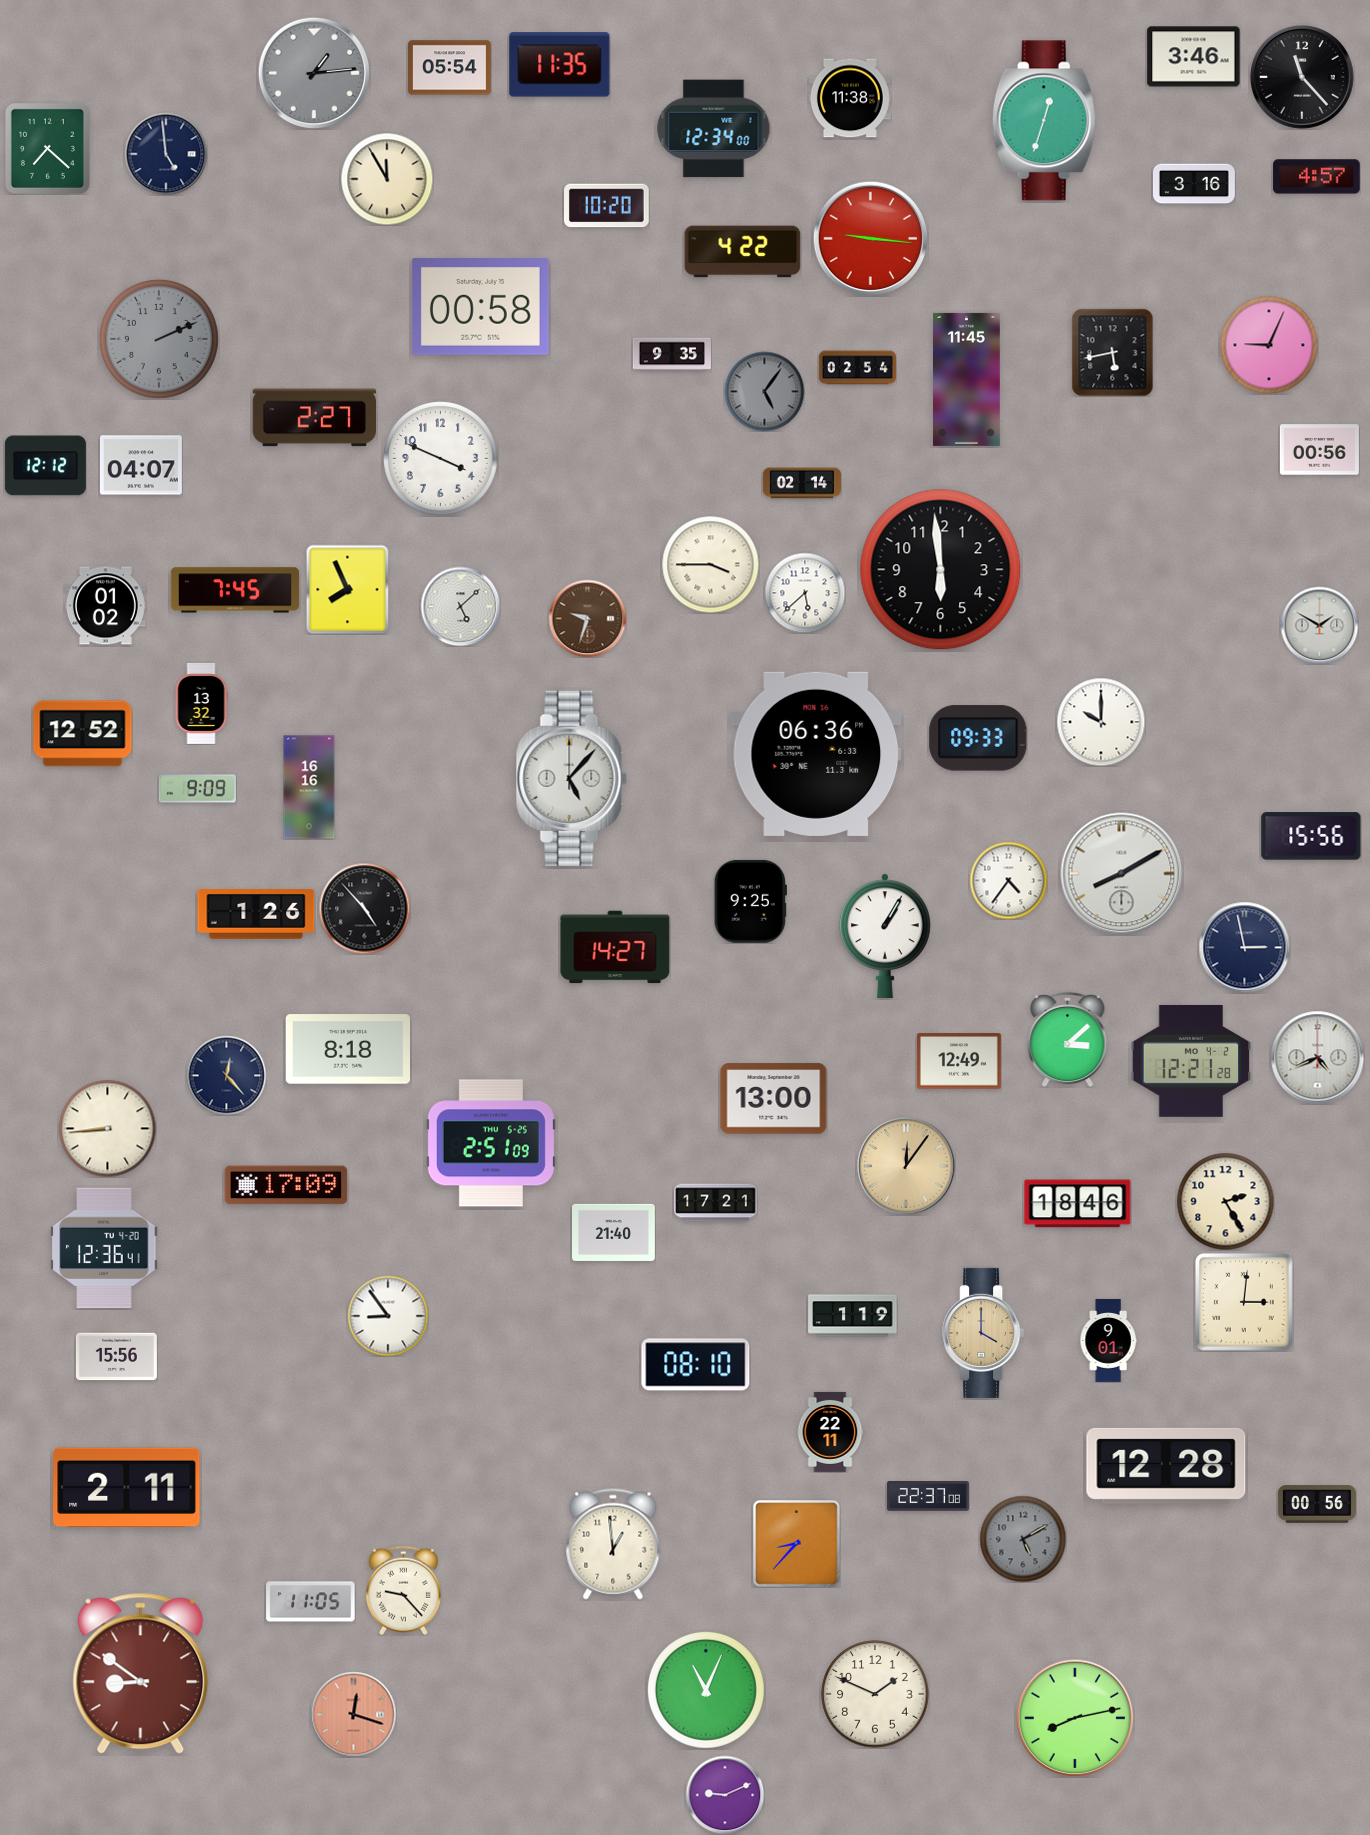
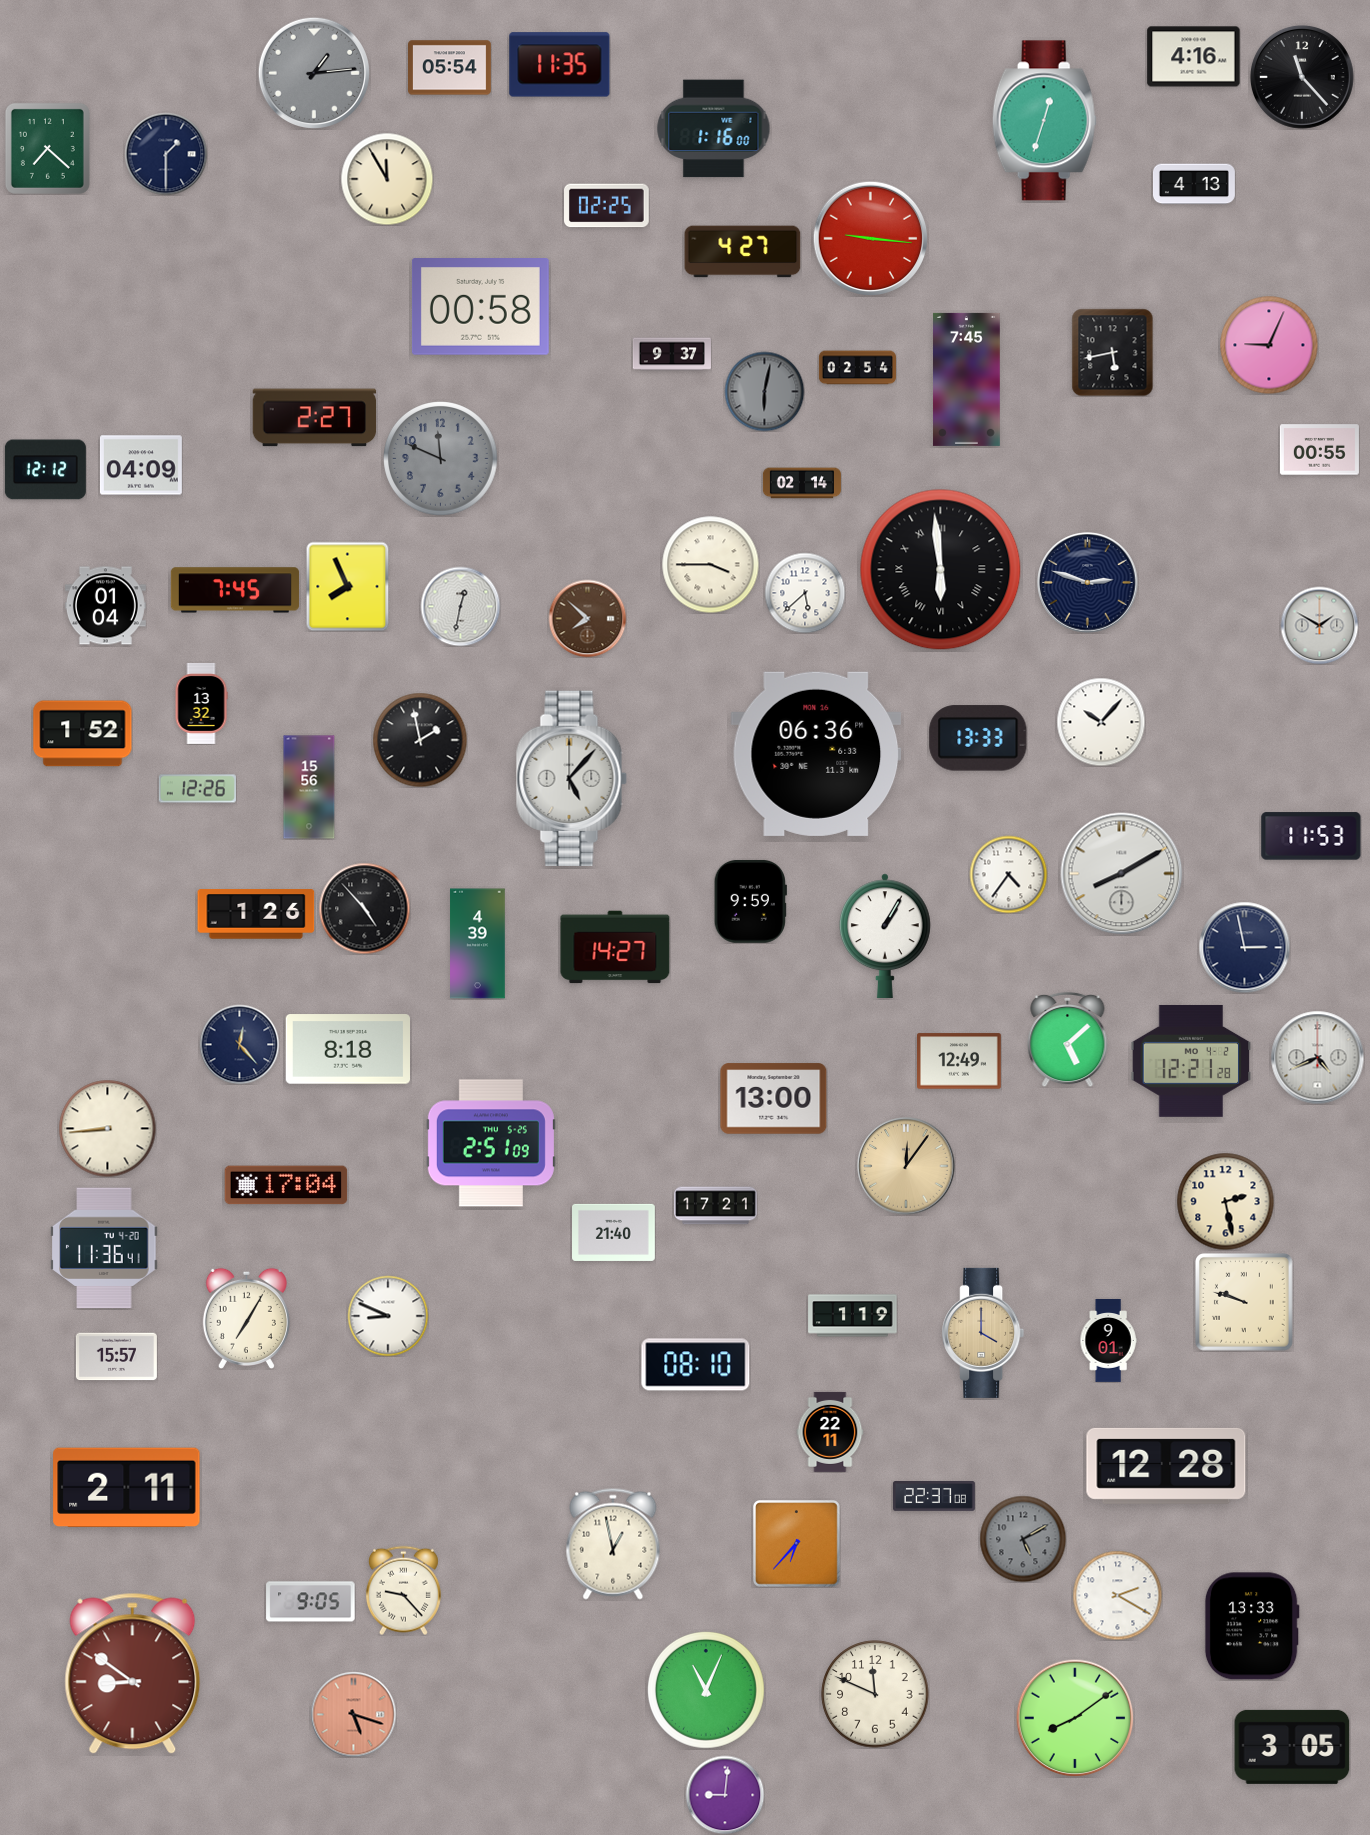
clock at (1194, 57): 3:46 -> 4:16
clock at (850, 98): 11:38 -> none
clock at (714, 129): 12:34 -> 1:16
clock at (166, 154): 4:59 -> 1:30
clock at (1317, 177): 4:57 -> none
clock at (1194, 184): 3:16 -> 4:13
clock at (607, 206): 10:20 -> 02:25
clock at (743, 252): 4:22 -> 4:27
clock at (159, 339): 2:11 -> none
clock at (672, 354): 9:35 -> 9:37
clock at (967, 379): 11:45 -> 7:45
clock at (764, 391): 5:06 -> 6:02
clock at (1319, 450): 00:56 -> 00:55
clock at (441, 459): 3:49 -> 11:49
clock at (441, 459) dial: white -> grey
clock at (141, 465): 04:07 -> 04:09
clock at (45, 466) position: (45, 466) -> (45, 470)
clock at (941, 570) numerals: Arabic -> Roman
clock at (1088, 583): none -> 2:48
clock at (348, 589) position: (348, 589) -> (348, 586)
clock at (105, 606): 01:02 -> 01:04
clock at (460, 606): 5:08 -> 12:32
clock at (587, 618): 9:33 -> 7:52
clock at (1101, 722): 10:00 -> 10:07
clock at (83, 734): 12:52 -> 1:52
clock at (978, 738): 09:33 -> 13:33
clock at (420, 740): none -> 1:58
clock at (309, 787): 16:16 -> 15:56
clock at (197, 789): 9:09 -> 12:26
clock at (1311, 836): 15:56 -> 11:53
clock at (1008, 880) position: (1008, 880) -> (1008, 874)
clock at (750, 901): 9:25 -> 9:59
clock at (478, 944): none -> 4:39
clock at (1068, 1039): 3:08 -> 5:08
clock at (226, 1075) position: (226, 1075) -> (239, 1044)
clock at (286, 1185): 17:09 -> 17:04
clock at (1225, 1201): 2:25 -> 2:28
clock at (716, 1203) position: (716, 1203) -> (716, 1206)
clock at (1078, 1204): 18:46 -> none
clock at (104, 1248): 12:36 -> 11:36
clock at (1244, 1302): 3:01 -> 9:48
clock at (388, 1316): 8:54 -> 8:49
clock at (246, 1318): none -> 7:05
clock at (116, 1357): 15:56 -> 15:57
clock at (928, 1497) position: (928, 1497) -> (934, 1497)
clock at (1317, 1504): 00:56 -> none
clock at (613, 1544): 12:59 -> 12:58
clock at (797, 1544): 8:37 -> 6:37
clock at (1117, 1595): none -> 2:20
clock at (311, 1602): 11:05 -> 9:05
clock at (1252, 1626): none -> 13:33
clock at (141, 1674) position: (141, 1674) -> (133, 1674)
clock at (875, 1694): 1:49 -> 11:49
clock at (353, 1714): 12:18 -> 5:18
clock at (1075, 1718): 8:13 -> 8:09
clock at (1292, 1747): none -> 3:05
clock at (725, 1795): 9:11 -> 9:01
